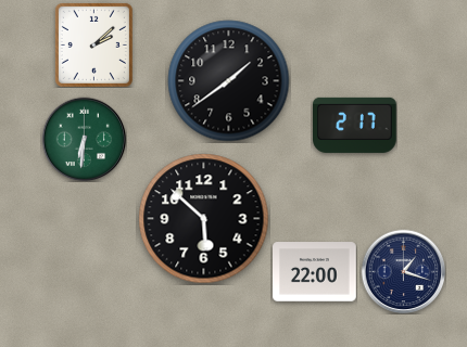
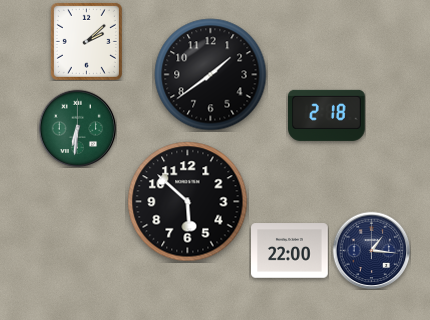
clock at (355, 125): 2:17 -> 2:18
clock at (403, 271): 1:18 -> 1:16
